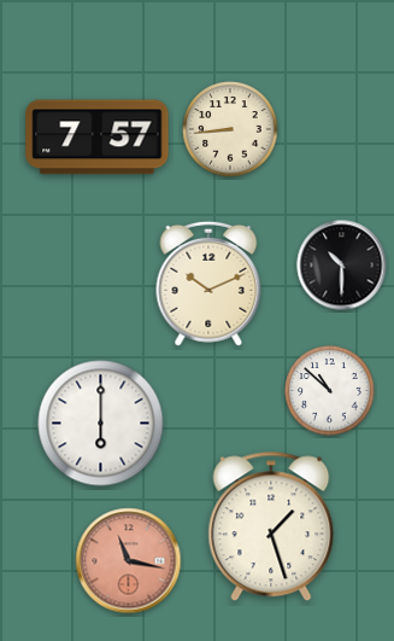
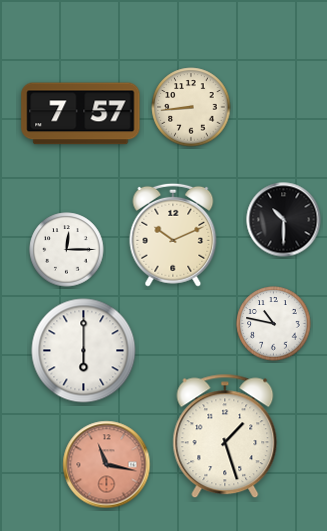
clock at (67, 250): none -> 12:15
clock at (330, 391): 10:52 -> 10:47
